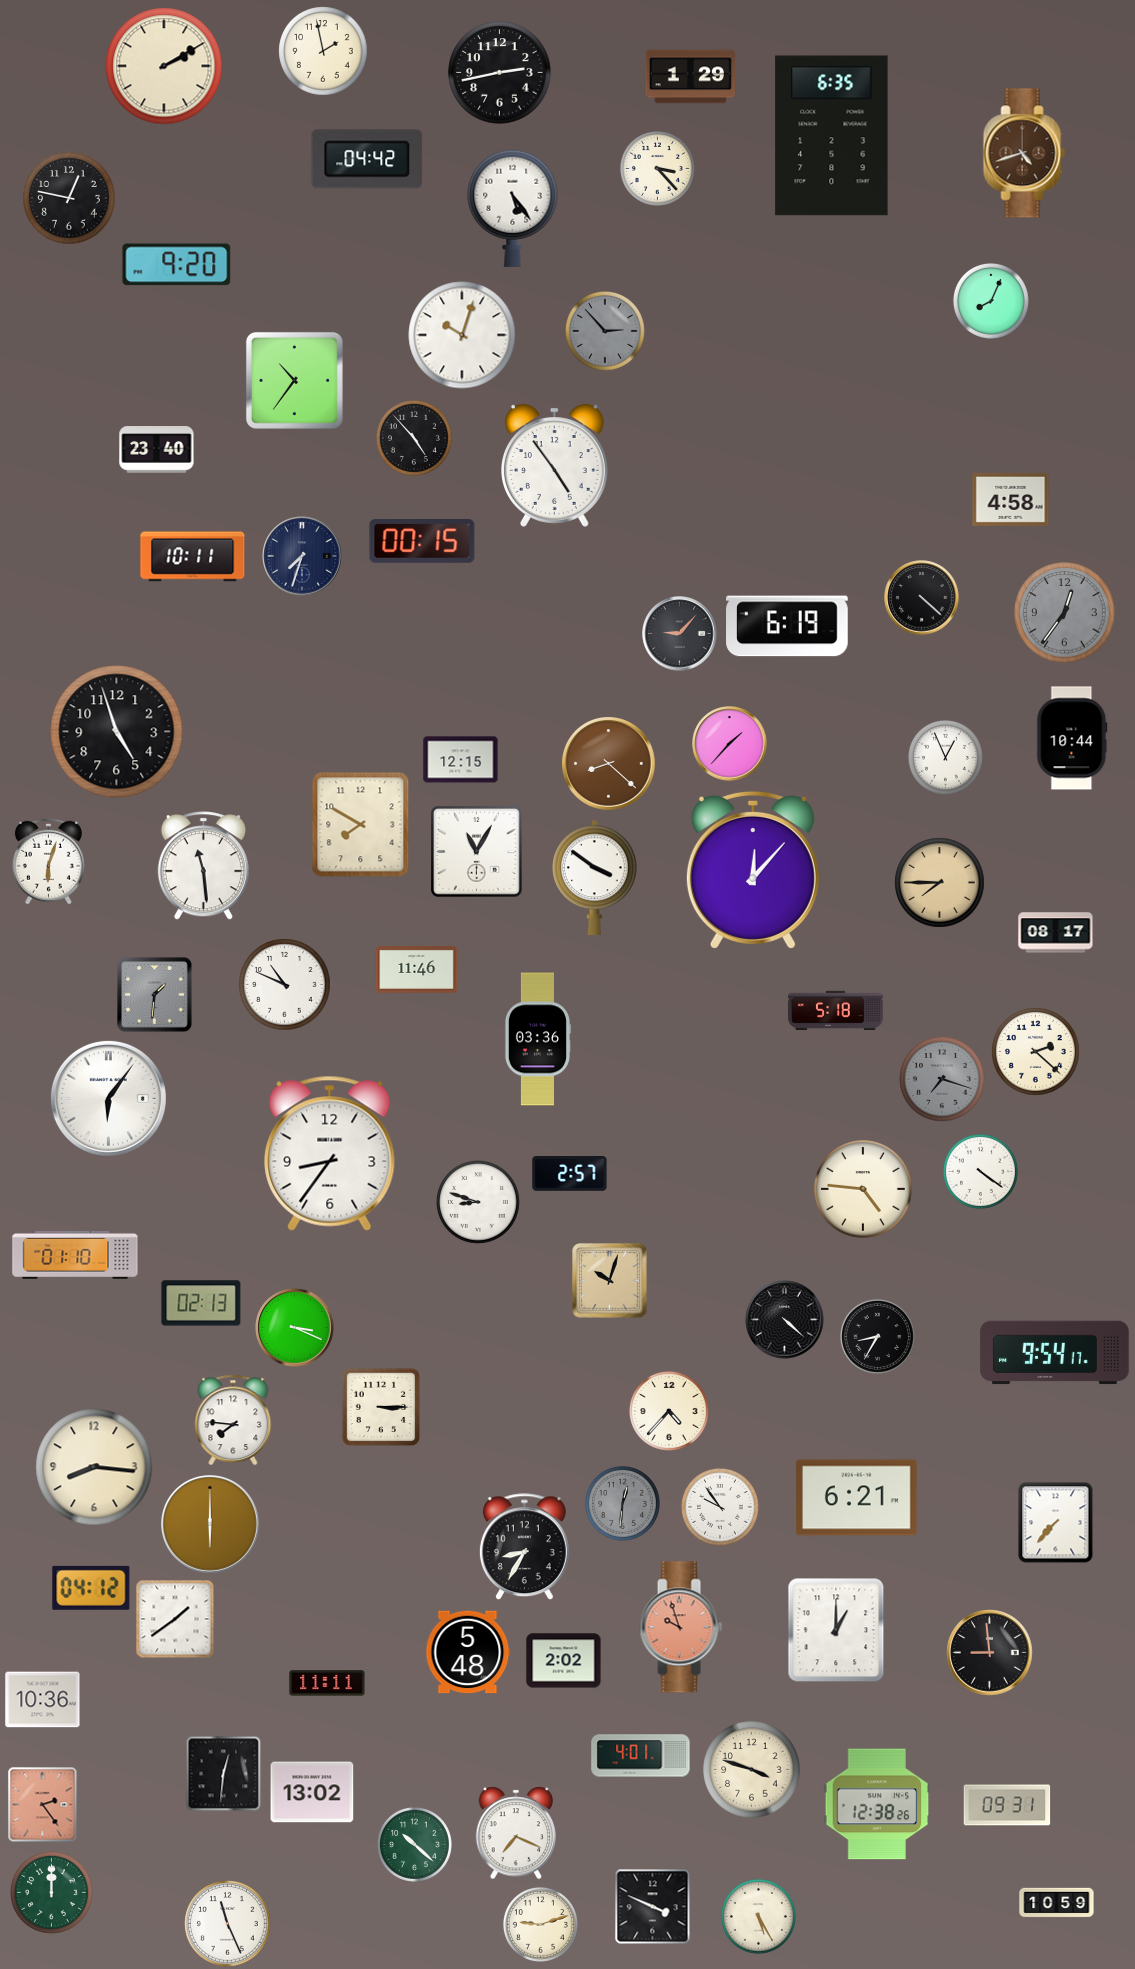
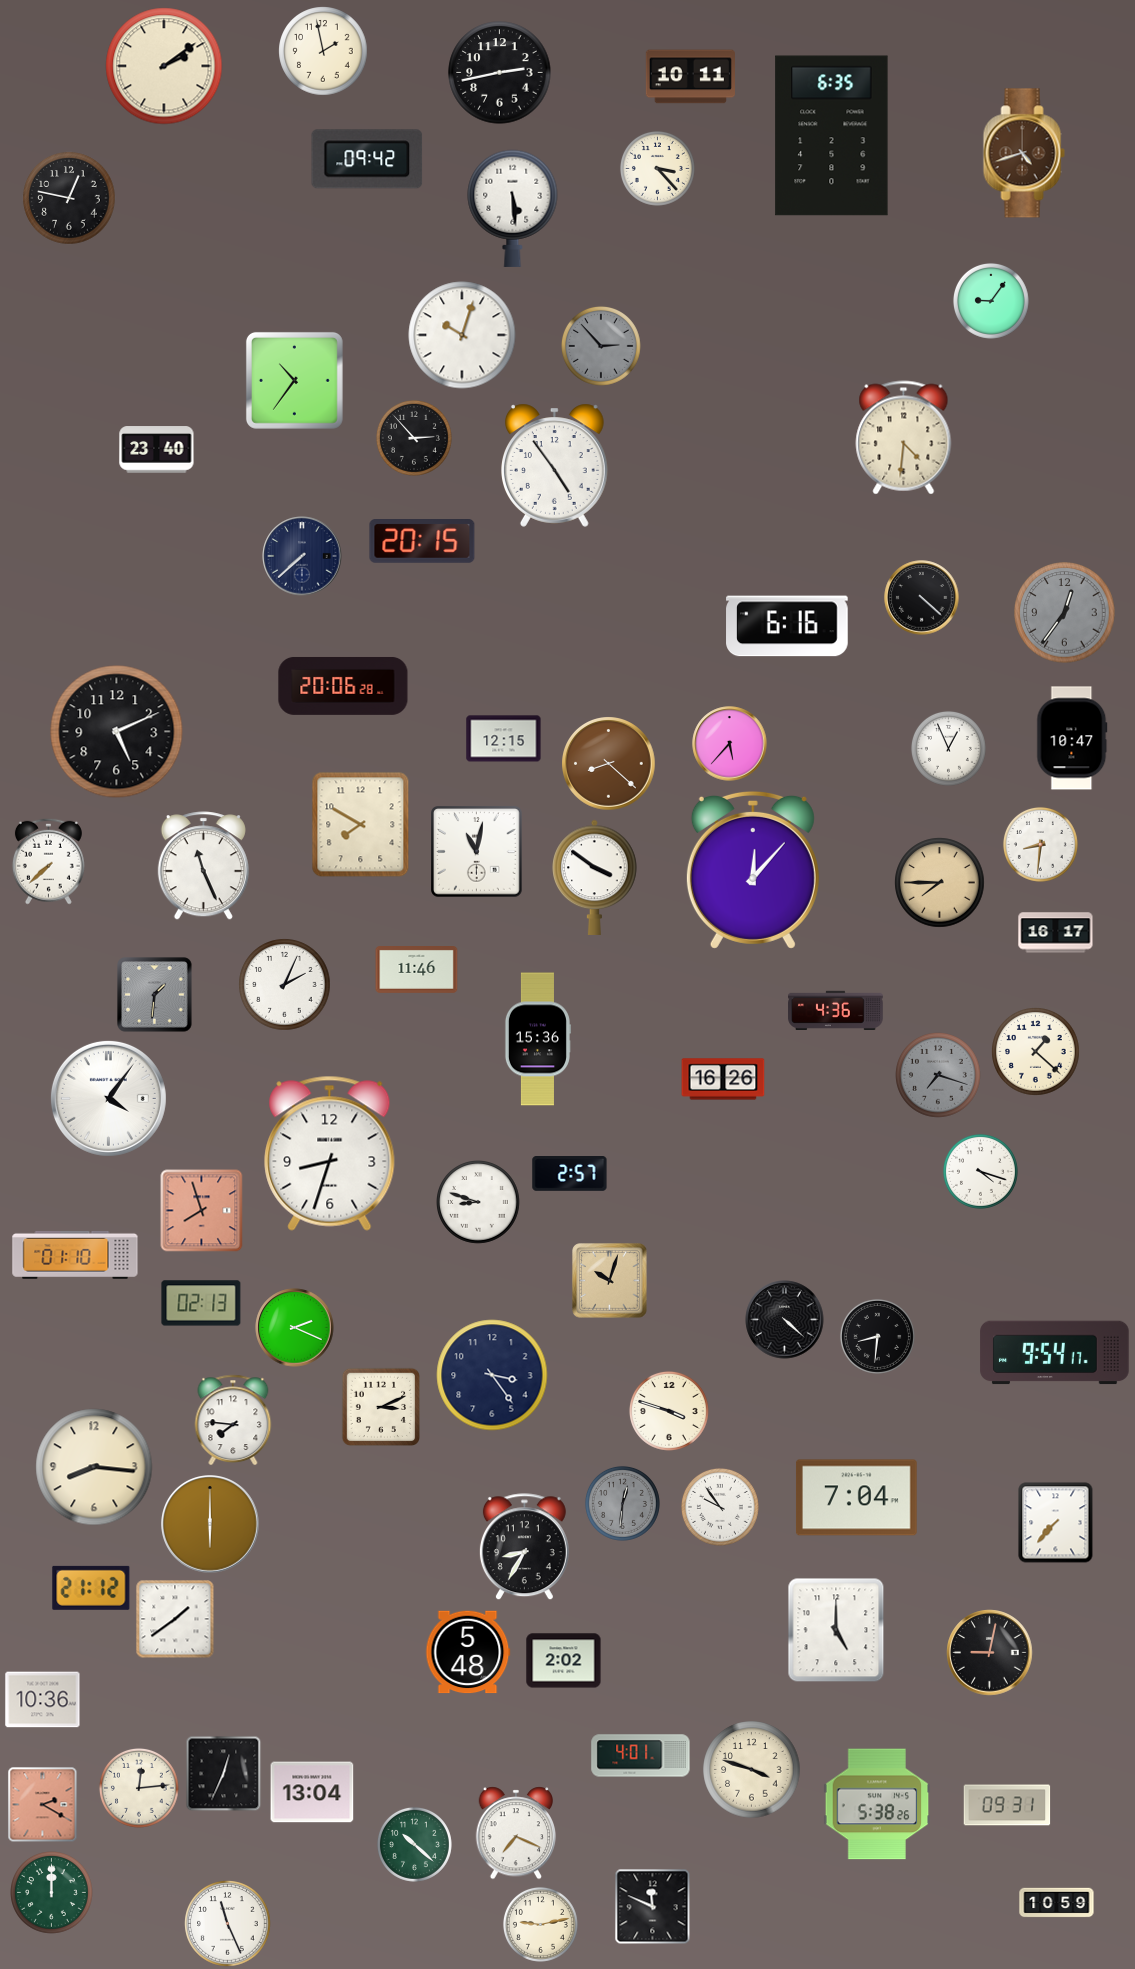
clock at (164, 66): 2:10 -> 2:09
clock at (690, 77): 1:29 -> 10:11
clock at (367, 159): 04:42 -> 09:42
clock at (513, 208): 5:24 -> 5:29
clock at (177, 265): 9:20 -> none
clock at (991, 301): 8:04 -> 9:06
clock at (605, 331) position: (605, 331) -> (601, 346)
clock at (414, 438): 4:53 -> 2:53
clock at (904, 438): none -> 4:31
clock at (1011, 499): 4:58 -> none
clock at (422, 542): 00:15 -> 20:15
clock at (302, 556): 7:33 -> 7:38
clock at (193, 557): 10:11 -> none
clock at (787, 626): 6:19 -> 6:16
clock at (680, 634): 9:07 -> none
clock at (343, 686): none -> 20:06
clock at (117, 732): 4:57 -> 5:11
clock at (1072, 738): 10:44 -> 10:47
clock at (730, 744): 1:37 -> 5:37
clock at (945, 757) position: (945, 757) -> (948, 748)
clock at (461, 760) position: (461, 760) -> (504, 739)
clock at (1040, 844): none -> 8:31
clock at (477, 852): 11:05 -> 11:02
clock at (48, 861): 6:03 -> 7:38
clock at (203, 866): 11:29 -> 11:26
clock at (1056, 933): 08:17 -> 16:17
clock at (285, 985): 10:49 -> 2:04
clock at (836, 1010): 5:18 -> 4:36
clock at (537, 1039): 03:36 -> 15:36
clock at (1036, 1052): 2:22 -> 1:22
clock at (723, 1079): none -> 16:26
clock at (942, 1079) position: (942, 1079) -> (938, 1075)
clock at (108, 1098): 6:06 -> 4:06
clock at (330, 1153): 8:36 -> 8:33
clock at (980, 1171): 4:21 -> 4:18
clock at (863, 1189): 4:46 -> none
clock at (202, 1211): none -> 7:57
clock at (295, 1328): 3:19 -> 2:19
clock at (877, 1336): 8:35 -> 8:31
clock at (492, 1375): none -> 3:24
clock at (380, 1406): 3:15 -> 3:11
clock at (669, 1411): 4:37 -> 3:48
clock at (856, 1498): 6:21 -> 7:04
clock at (91, 1588): 04:12 -> 21:12
clock at (681, 1627): 9:57 -> none
clock at (836, 1630): 1:00 -> 5:00
clock at (990, 1653): 8:59 -> 9:02
clock at (327, 1683): 11:11 -> none
clock at (224, 1774): 12:31 -> 12:34
clock at (139, 1788): none -> 12:14
clock at (312, 1792): 13:02 -> 13:04
clock at (877, 1804): 12:38 -> 5:38
clock at (43, 1805): 2:24 -> 2:20
clock at (653, 1907): 3:49 -> 11:49
clock at (758, 1916): 5:25 -> none
clock at (540, 1924): 9:12 -> 9:13
